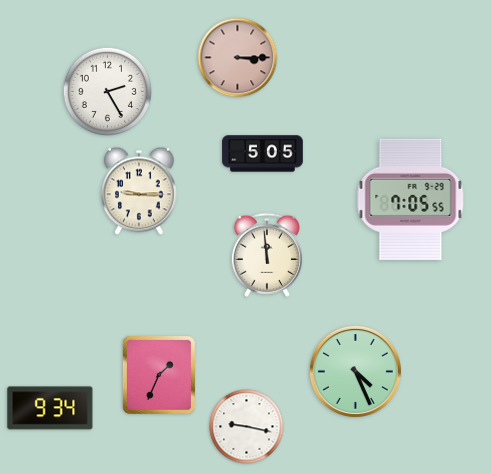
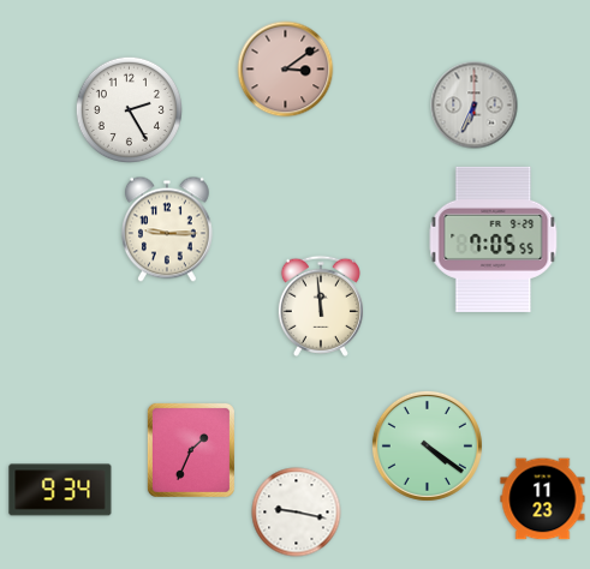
clock at (238, 58): 3:15 -> 3:09
clock at (475, 106): none -> 6:34
clock at (263, 154): 5:05 -> none
clock at (355, 371): 4:26 -> 4:21
clock at (543, 499): none -> 11:23
